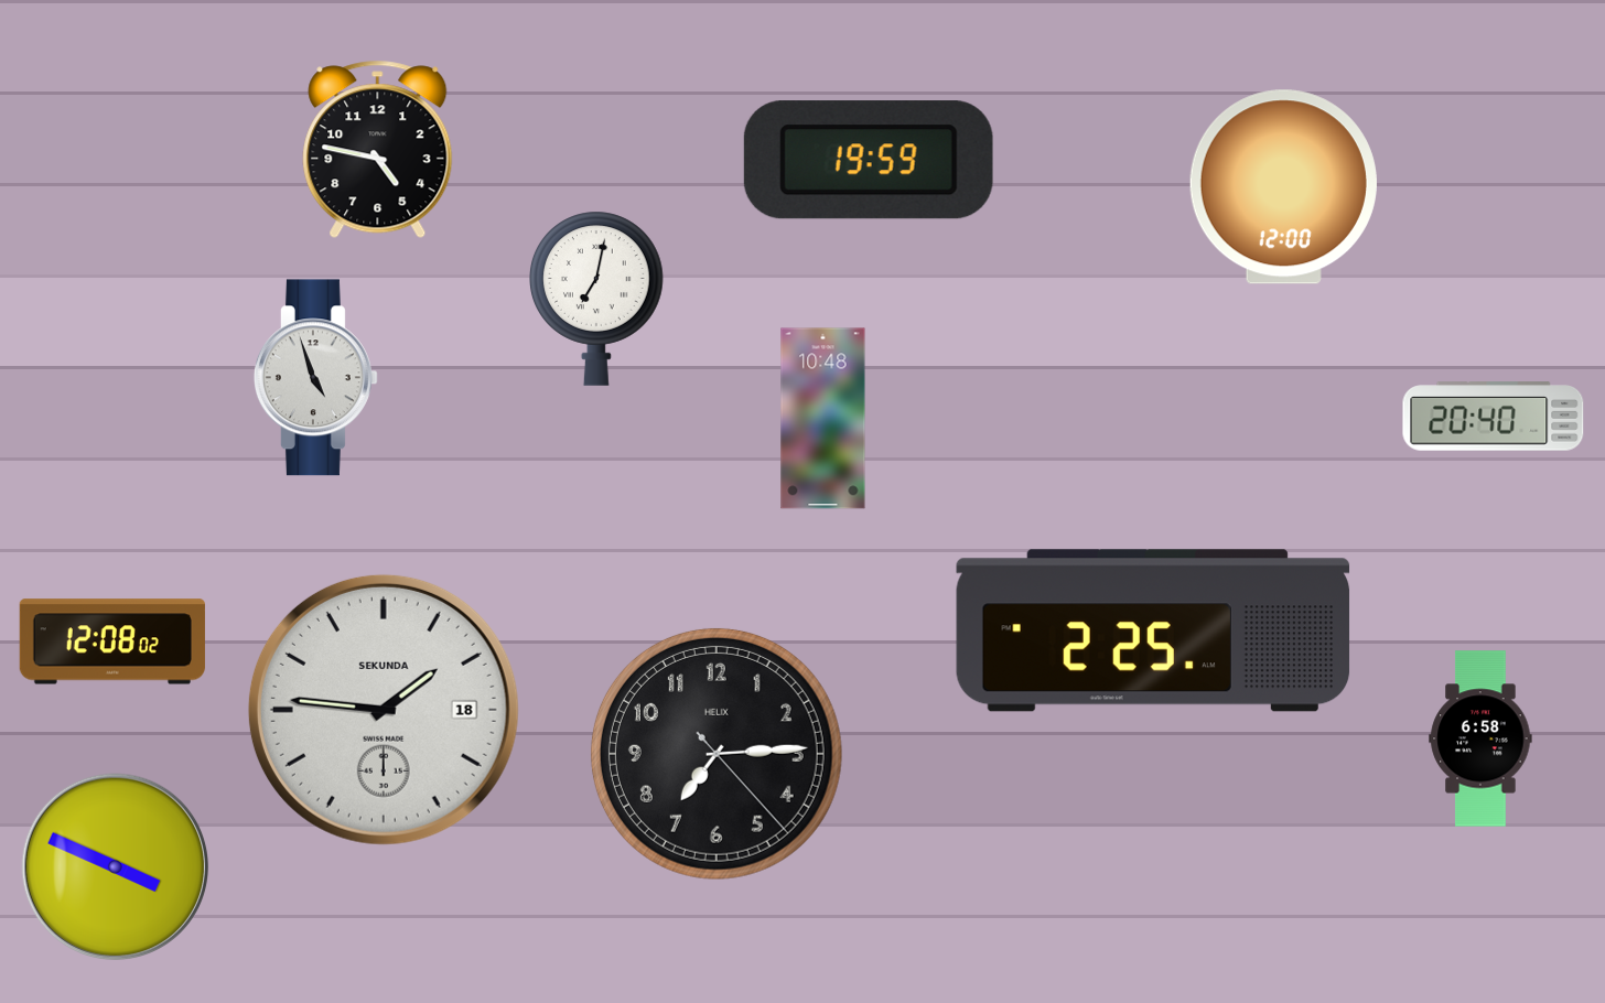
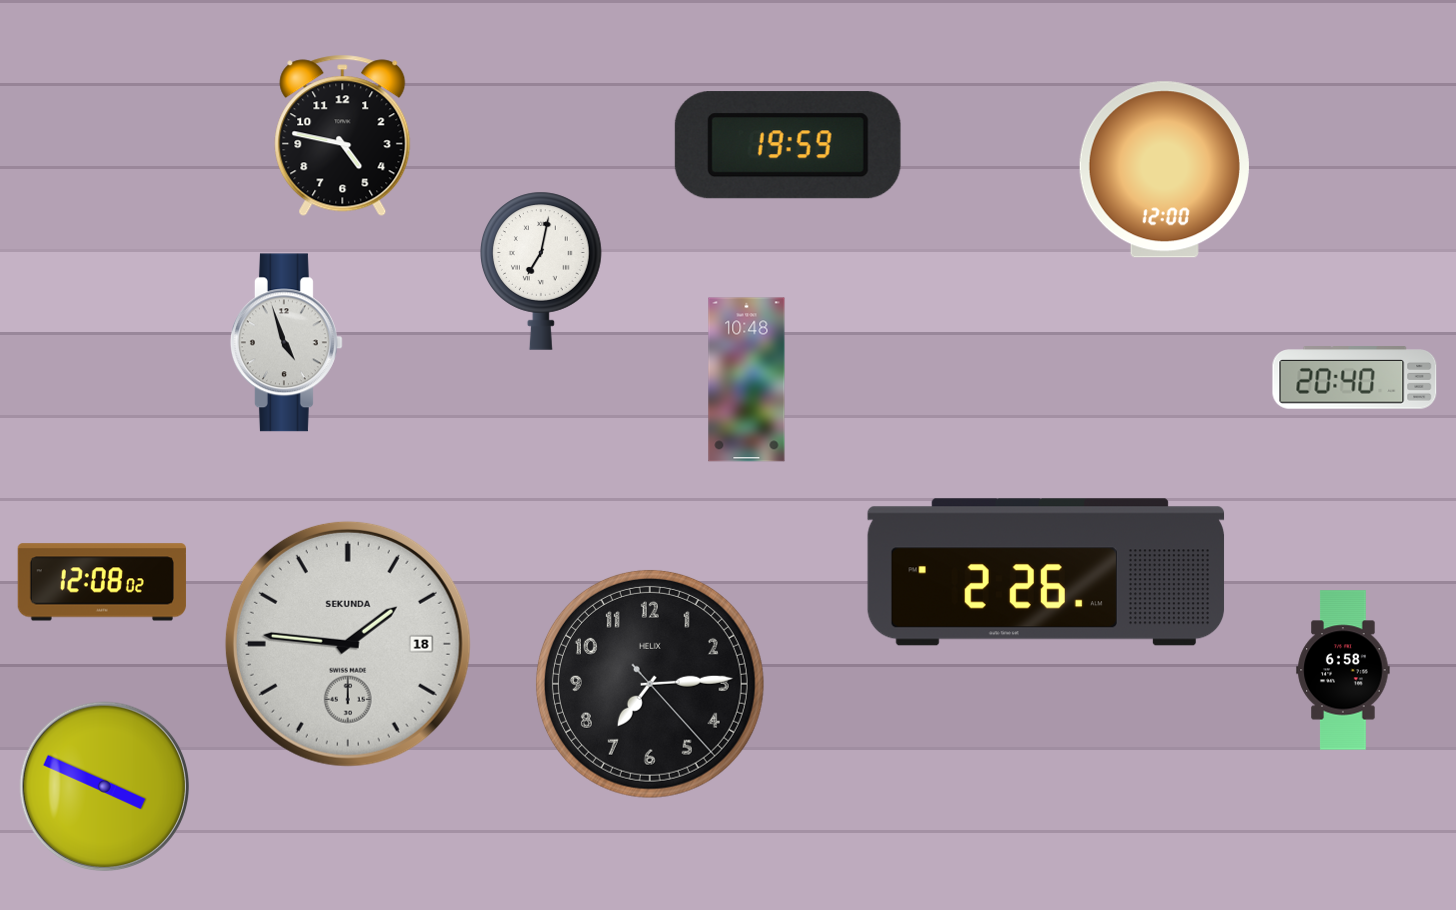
clock at (1153, 630): 2:25 -> 2:26
